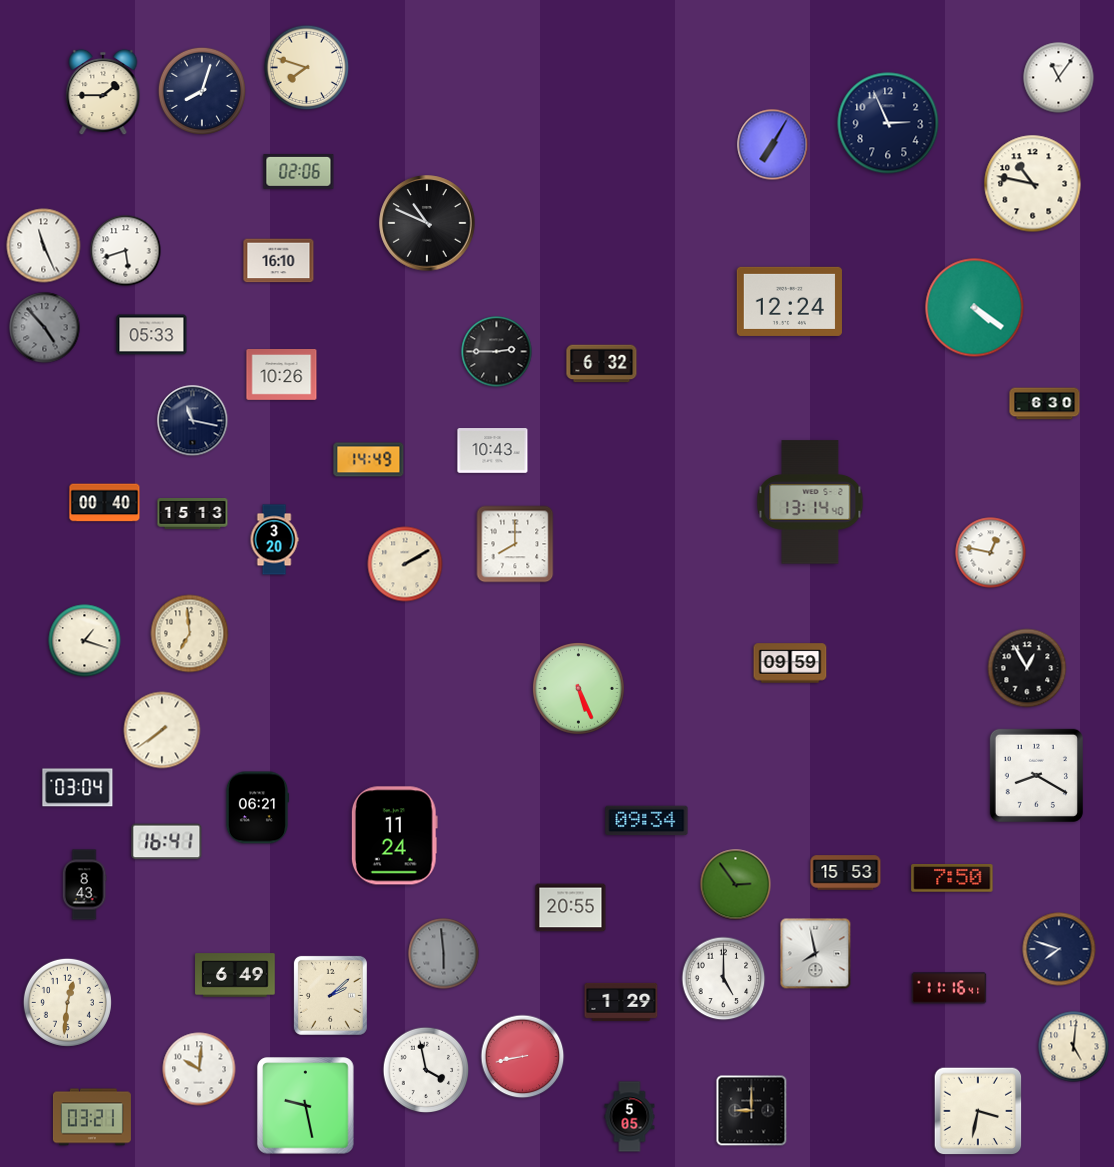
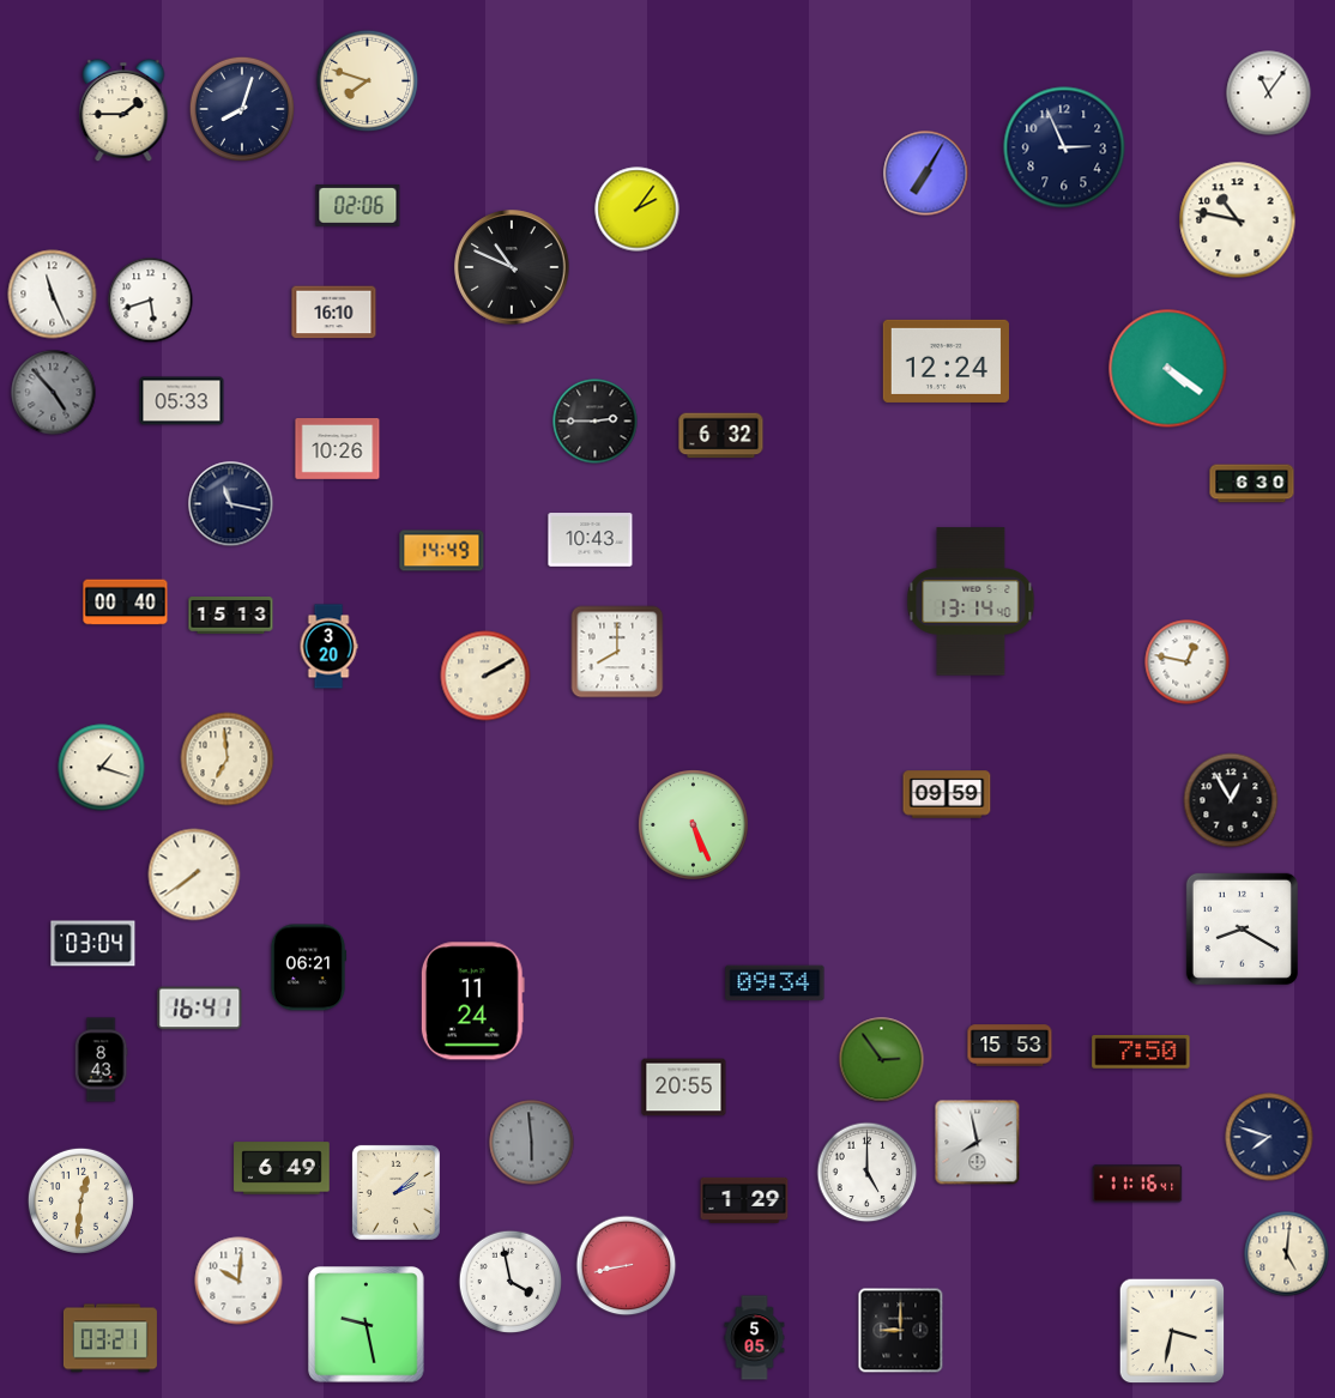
clock at (638, 210): none -> 2:06
clock at (846, 873) position: (846, 873) -> (1010, 1046)
